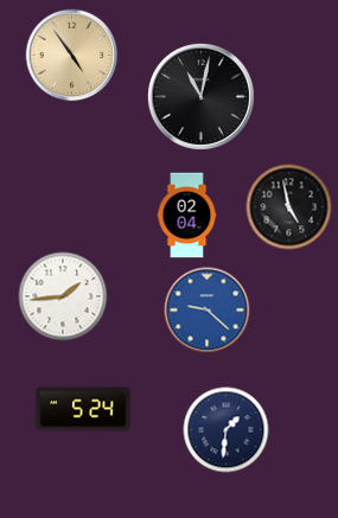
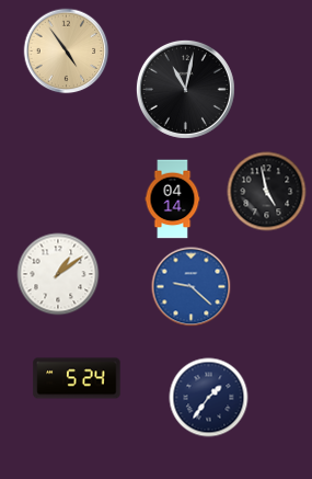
clock at (187, 216): 02:04 -> 04:14
clock at (63, 296): 1:44 -> 1:09
clock at (227, 430): 1:31 -> 1:36
